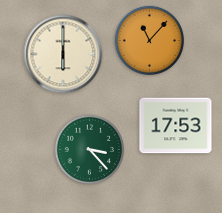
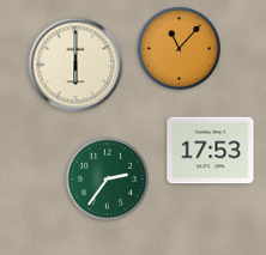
clock at (89, 149): 3:23 -> 2:36
